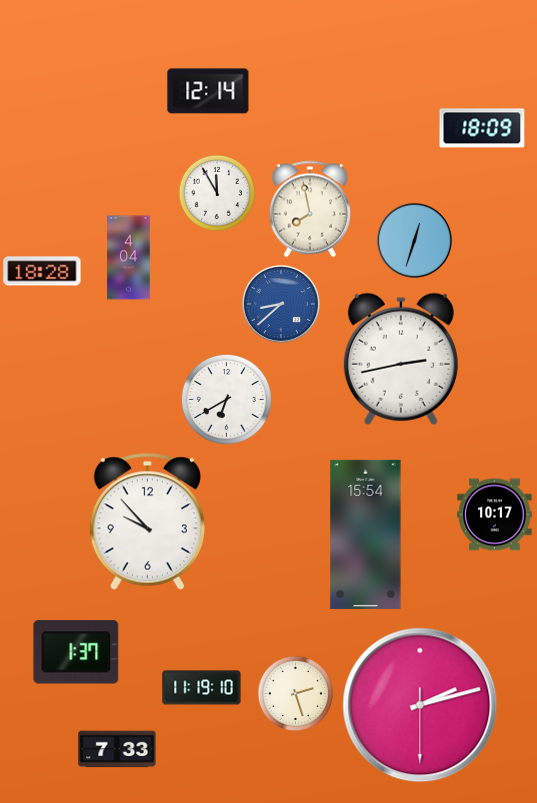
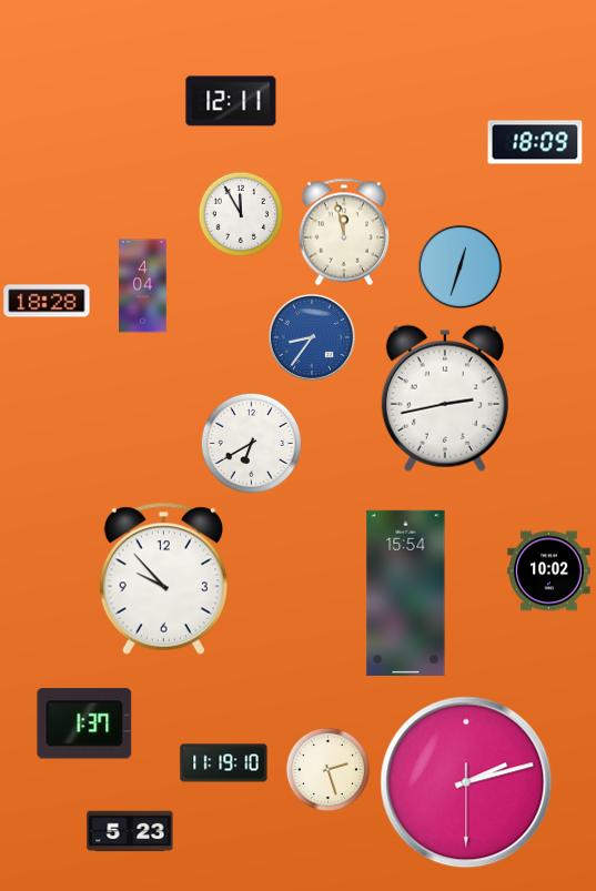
clock at (208, 91): 12:14 -> 12:11
clock at (310, 209): 7:58 -> 11:58
clock at (281, 304): 8:38 -> 8:36
clock at (495, 515): 10:17 -> 10:02
clock at (117, 749): 7:33 -> 5:23
